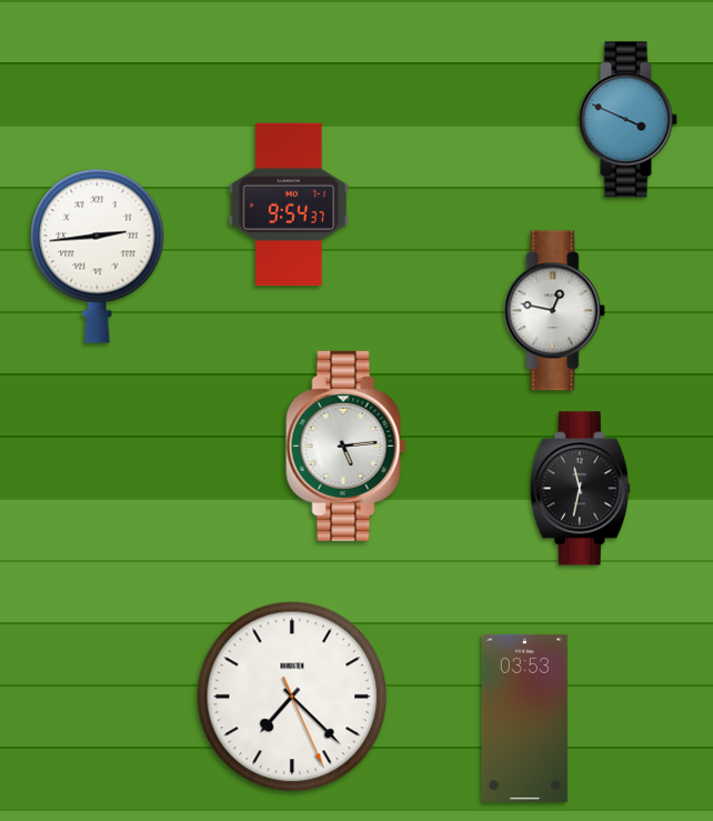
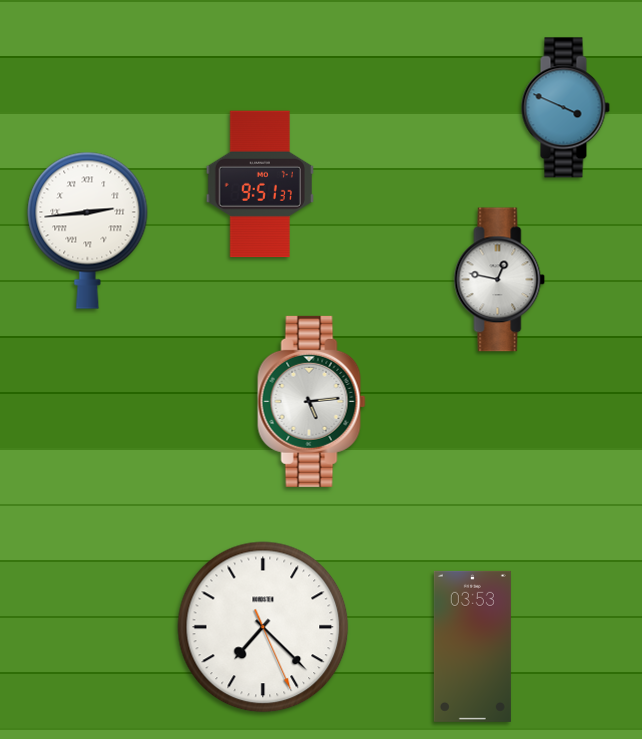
clock at (289, 204): 9:54 -> 9:51
clock at (580, 489): 11:32 -> none
